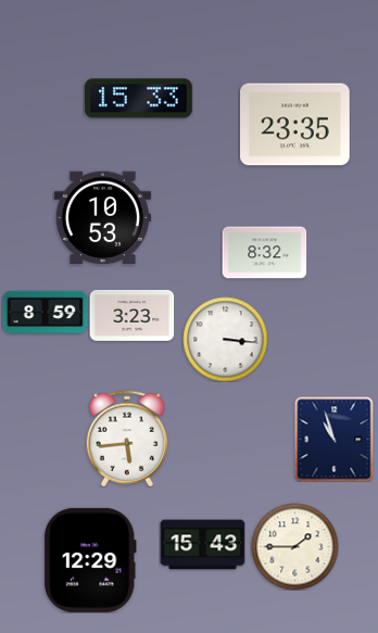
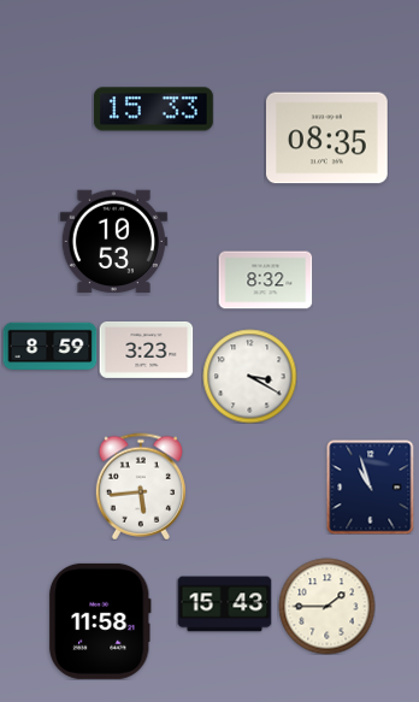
clock at (295, 125): 23:35 -> 08:35
clock at (264, 253) position: (264, 253) -> (265, 281)
clock at (225, 339): 3:16 -> 3:20
clock at (90, 560): 12:29 -> 11:58
